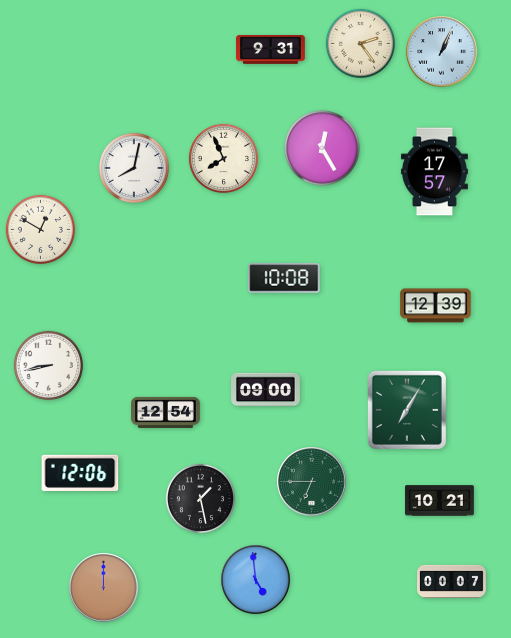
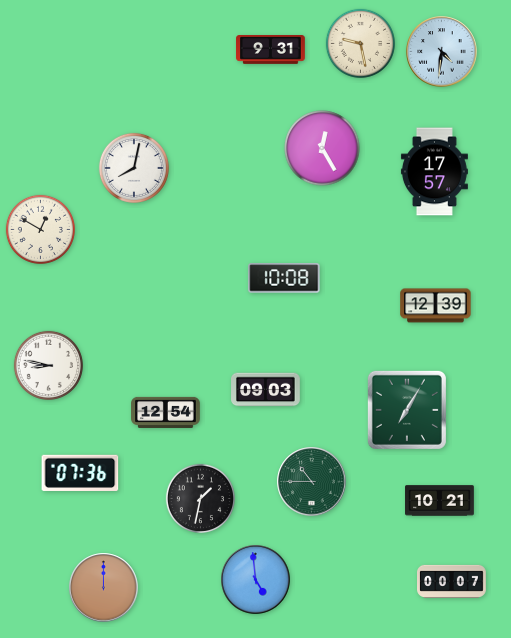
clock at (360, 43): 2:24 -> 9:28
clock at (442, 52): 1:04 -> 4:31
clock at (223, 158): 7:56 -> none
clock at (48, 365): 8:43 -> 8:47
clock at (266, 390): 09:00 -> 09:03
clock at (80, 473): 12:06 -> 07:36
clock at (312, 482): 6:45 -> 10:45
clock at (200, 498): 1:28 -> 1:32
